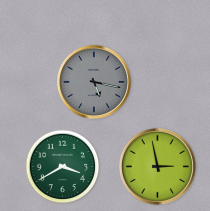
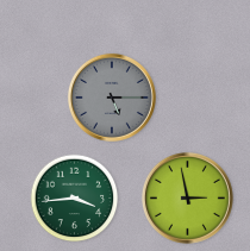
clock at (94, 82): 5:17 -> 5:15
clock at (63, 167): 3:40 -> 3:44
